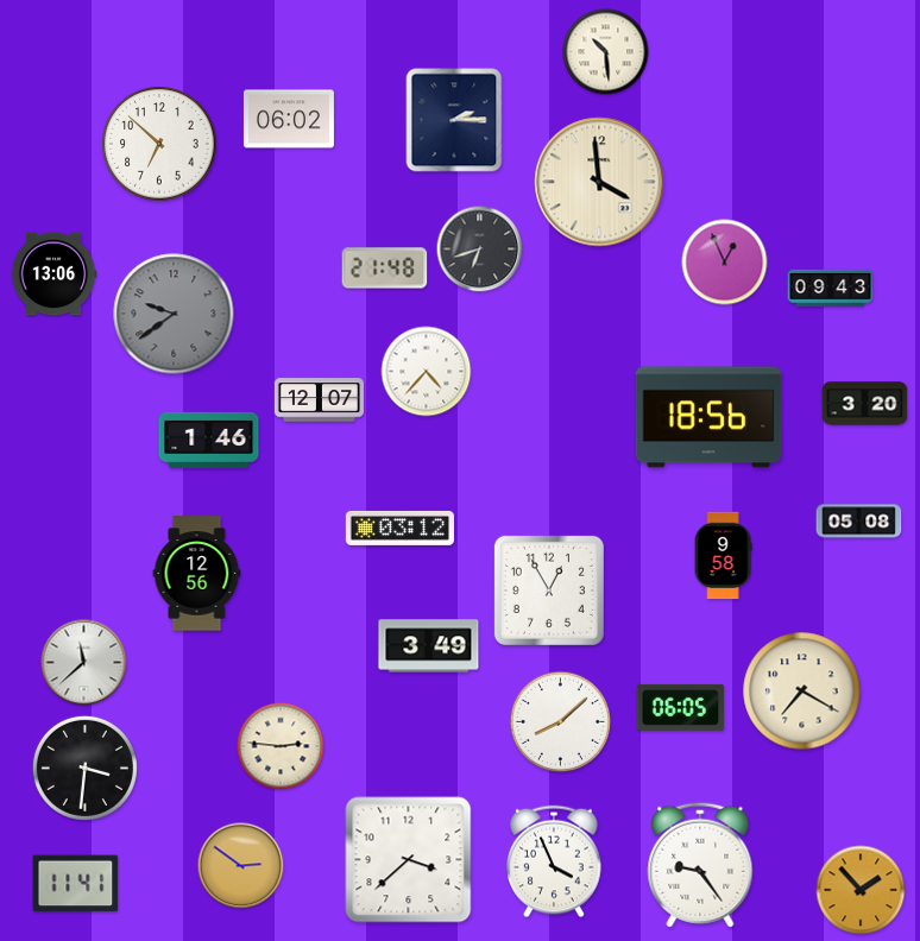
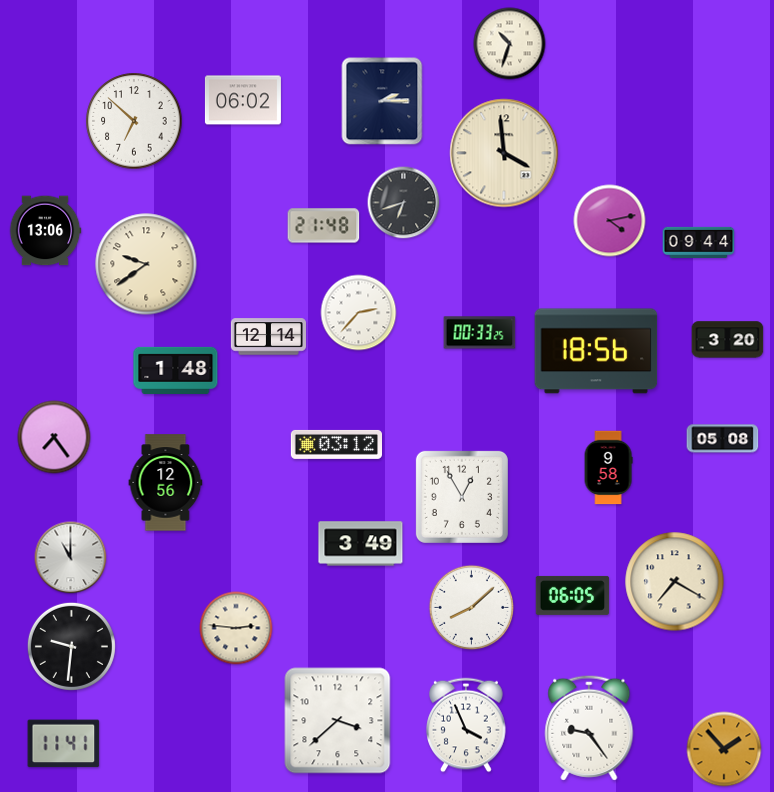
clock at (606, 52): 10:29 -> 10:33
clock at (480, 250) position: (480, 250) -> (404, 203)
clock at (725, 263): 12:56 -> 4:13
clock at (831, 288): 09:43 -> 09:44
clock at (174, 314) dial: grey -> cream
clock at (427, 372): 4:37 -> 2:37
clock at (480, 333): none -> 00:33
clock at (319, 400): 12:07 -> 12:14
clock at (209, 440): 1:46 -> 1:48
clock at (54, 437): none -> 7:24
clock at (84, 663): 11:38 -> 11:00
clock at (84, 768): 3:31 -> 9:31
clock at (409, 860) position: (409, 860) -> (338, 721)
clock at (241, 866): 2:51 -> none
